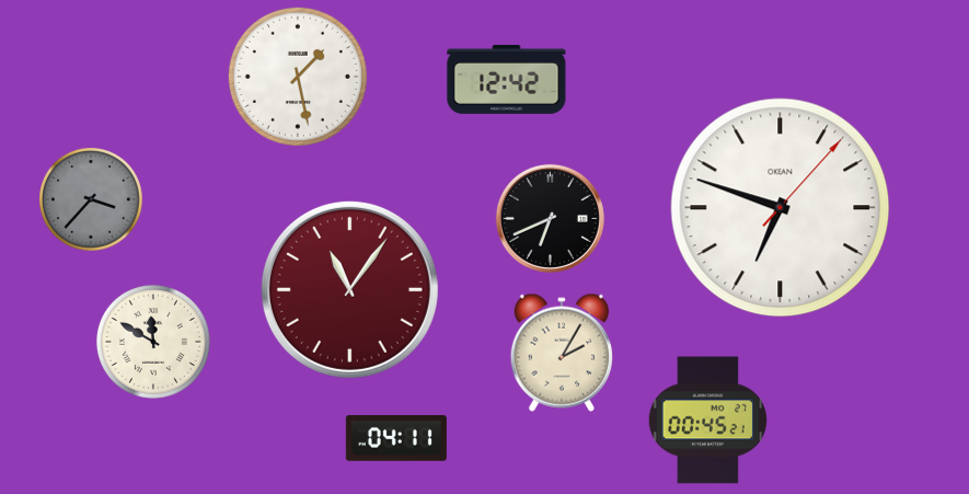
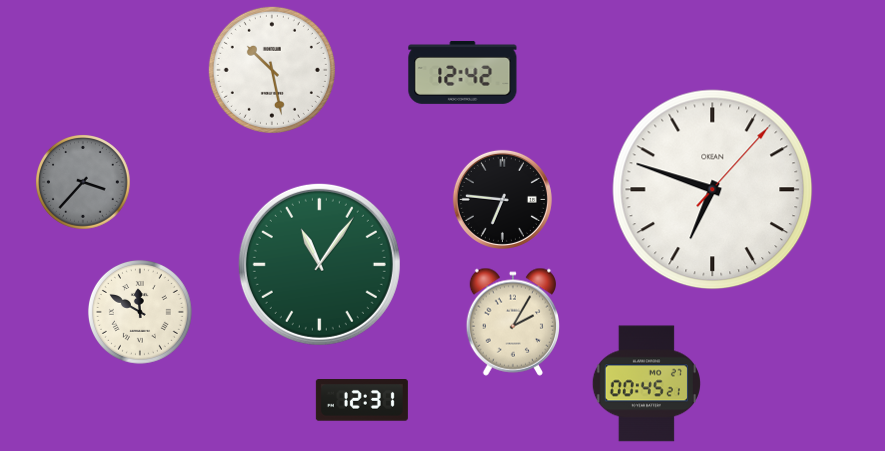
clock at (298, 77): 1:28 -> 10:28
clock at (550, 218): 6:41 -> 6:46
clock at (349, 289) dial: burgundy -> green
clock at (396, 438): 04:11 -> 12:31
